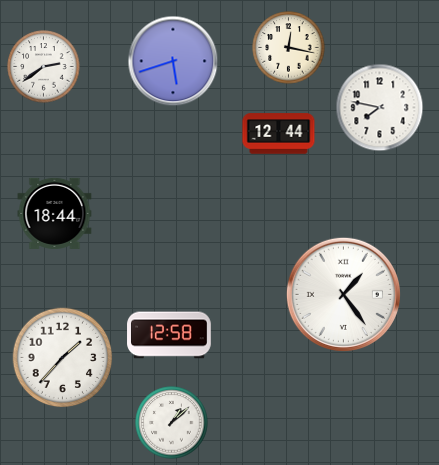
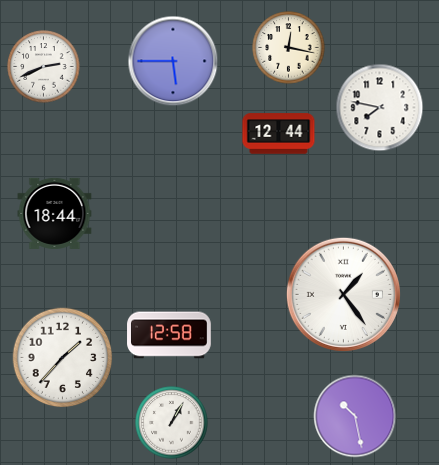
clock at (173, 61): 5:42 -> 5:45
clock at (44, 67): 2:39 -> 2:41
clock at (355, 416): none -> 10:28
clock at (172, 423): 1:08 -> 1:05
